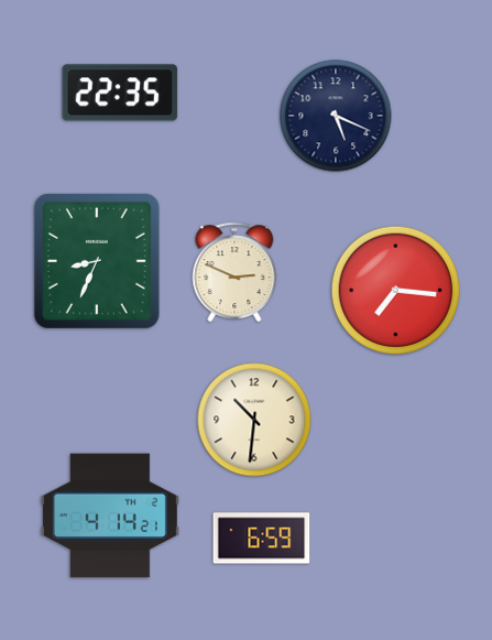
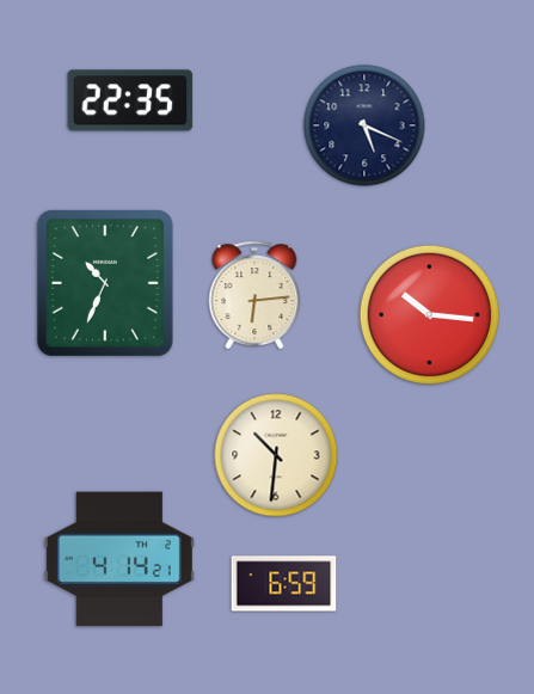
clock at (97, 261): 8:34 -> 10:34
clock at (234, 272): 2:49 -> 6:14
clock at (396, 291): 7:16 -> 10:16
